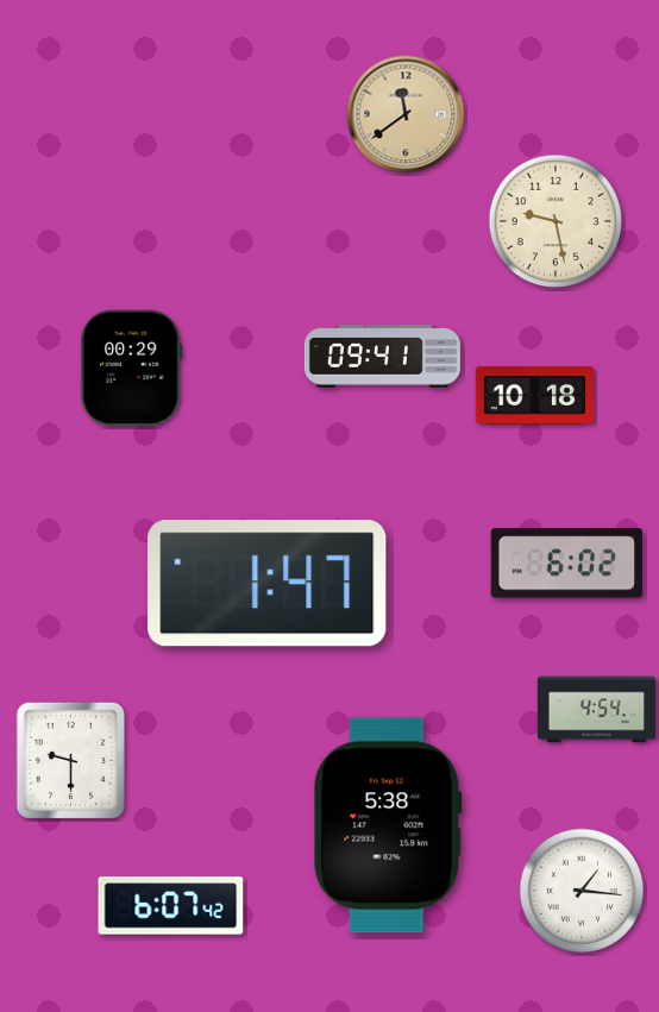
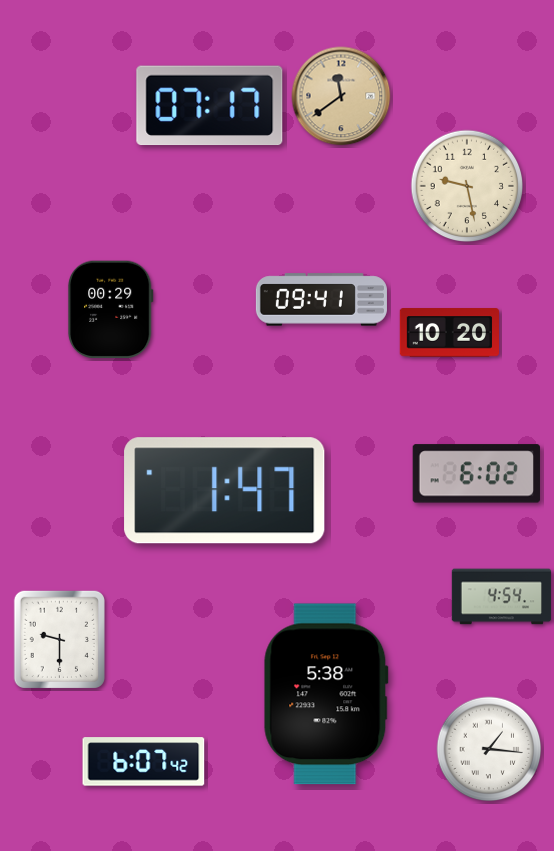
clock at (210, 106): none -> 07:17
clock at (535, 396): 10:18 -> 10:20
